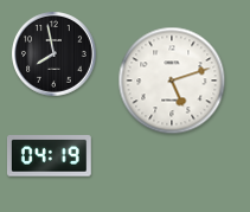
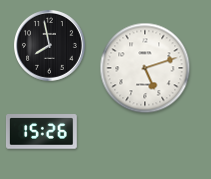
clock at (55, 54) position: (55, 54) -> (50, 46)
clock at (49, 156): 04:19 -> 15:26
